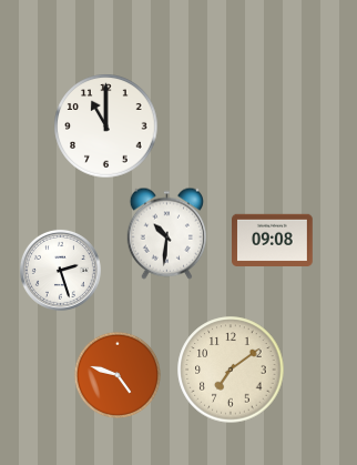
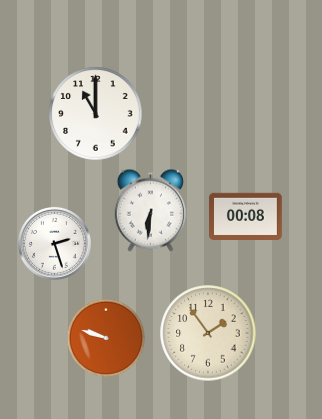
clock at (166, 233): 10:31 -> 6:31
clock at (273, 240): 09:08 -> 00:08
clock at (231, 370): 7:09 -> 1:54
clock at (116, 374): 4:48 -> 9:48
